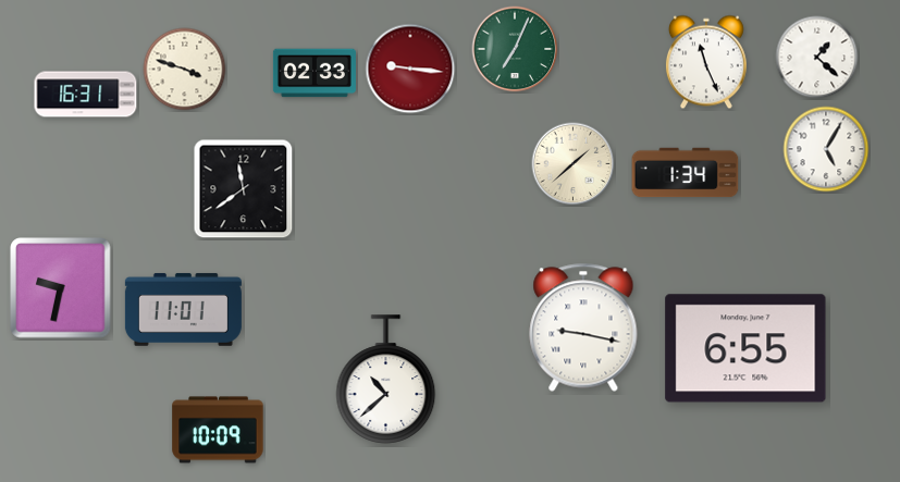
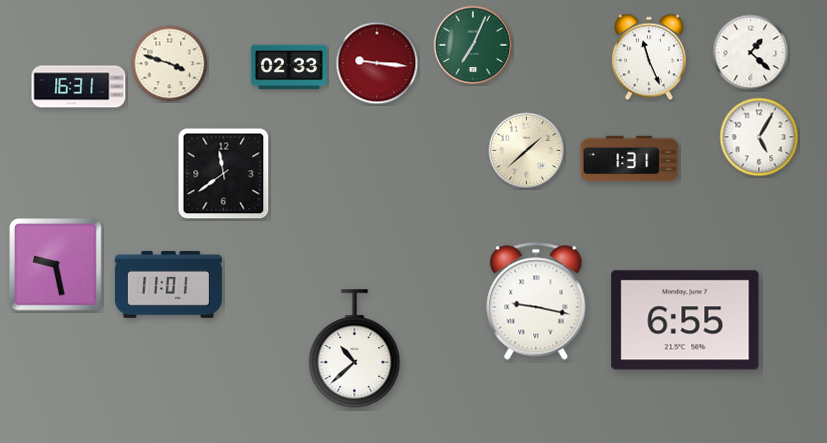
clock at (686, 173): 1:34 -> 1:31
clock at (61, 288): 9:32 -> 9:28
clock at (218, 430): 10:09 -> none
